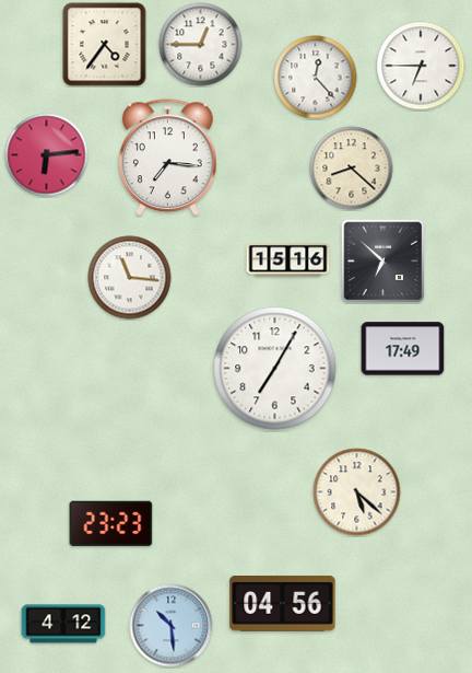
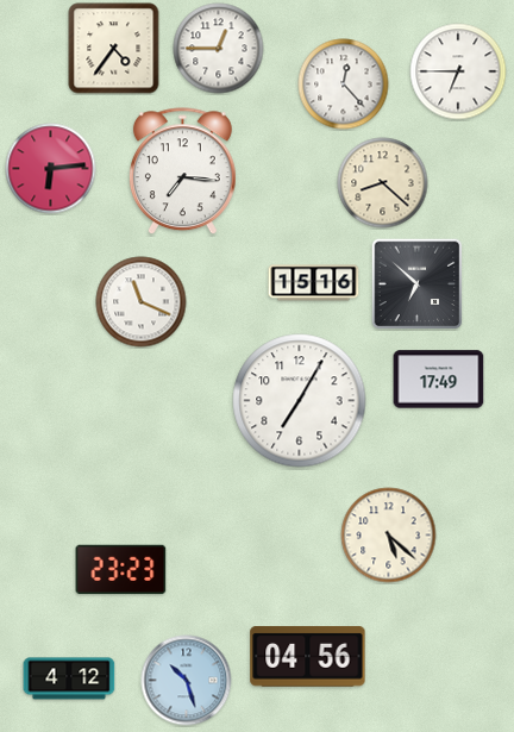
clock at (130, 278): 11:16 -> 11:19
clock at (172, 626): 10:29 -> 10:27
